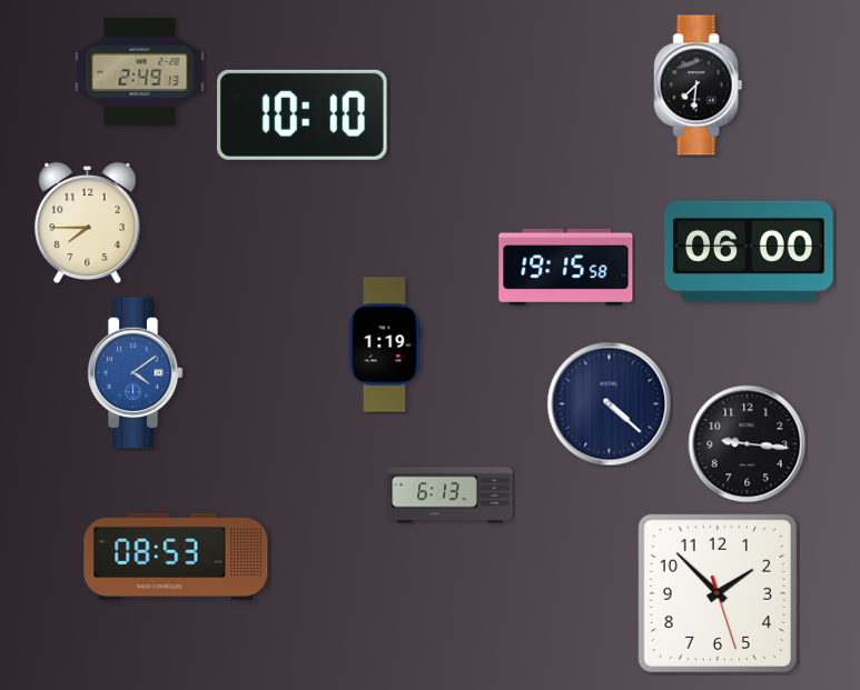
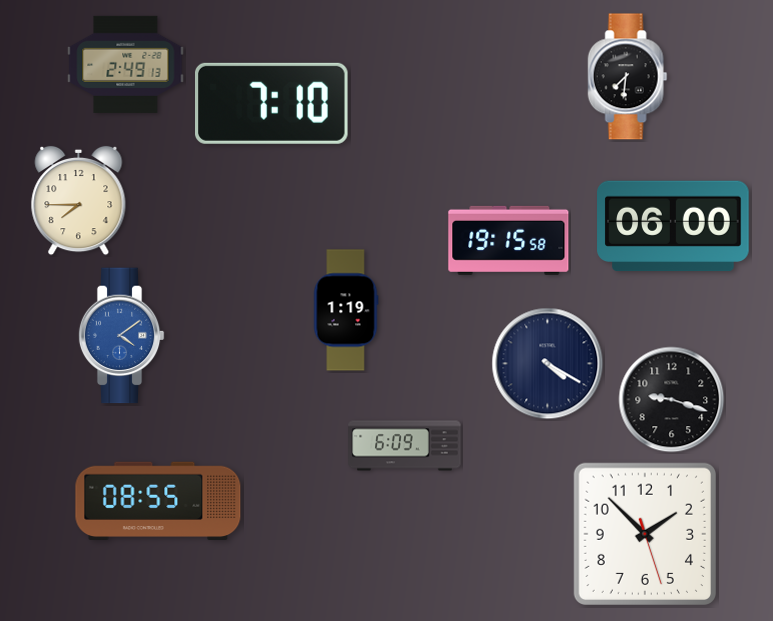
clock at (303, 114): 10:10 -> 7:10
clock at (610, 404): 4:22 -> 4:20
clock at (748, 444): 9:16 -> 9:18
clock at (451, 496): 6:13 -> 6:09
clock at (176, 557): 08:53 -> 08:55
